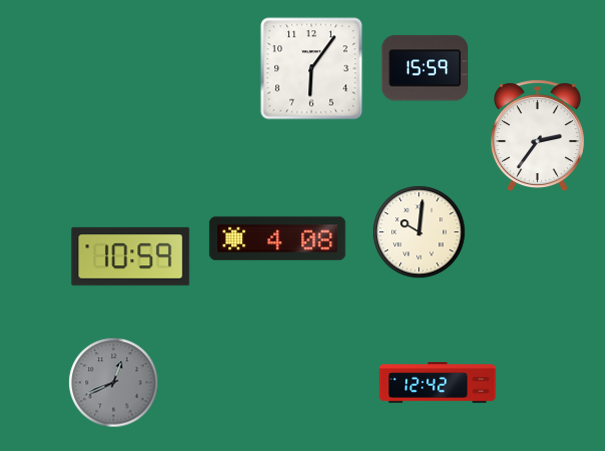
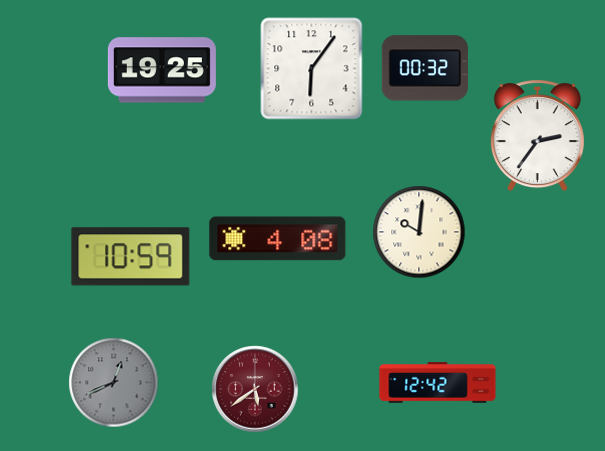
clock at (425, 68): 15:59 -> 00:32
clock at (162, 70): none -> 19:25
clock at (255, 389): none -> 5:39
